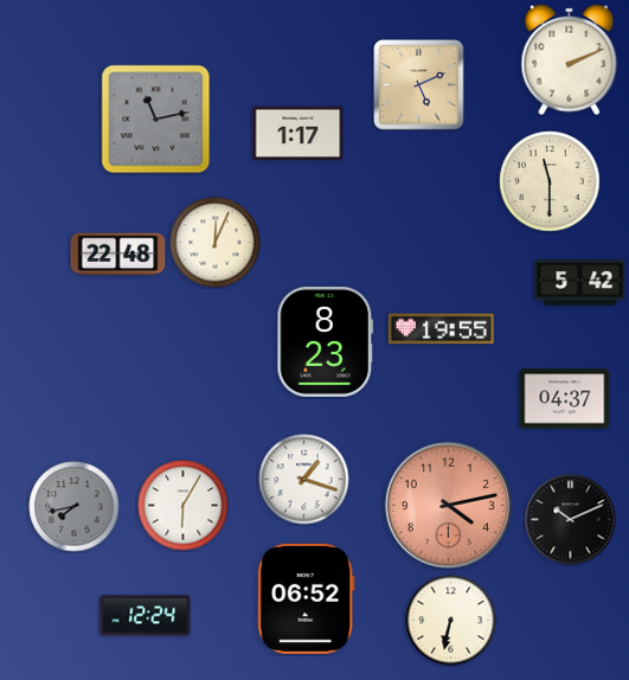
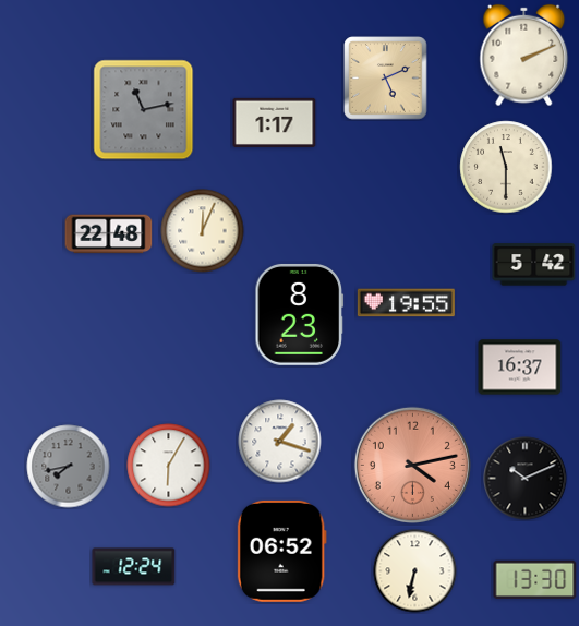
clock at (216, 243) position: (216, 243) -> (203, 231)
clock at (580, 283) position: (580, 283) -> (534, 265)
clock at (565, 399): 04:37 -> 16:37
clock at (535, 580): none -> 13:30
